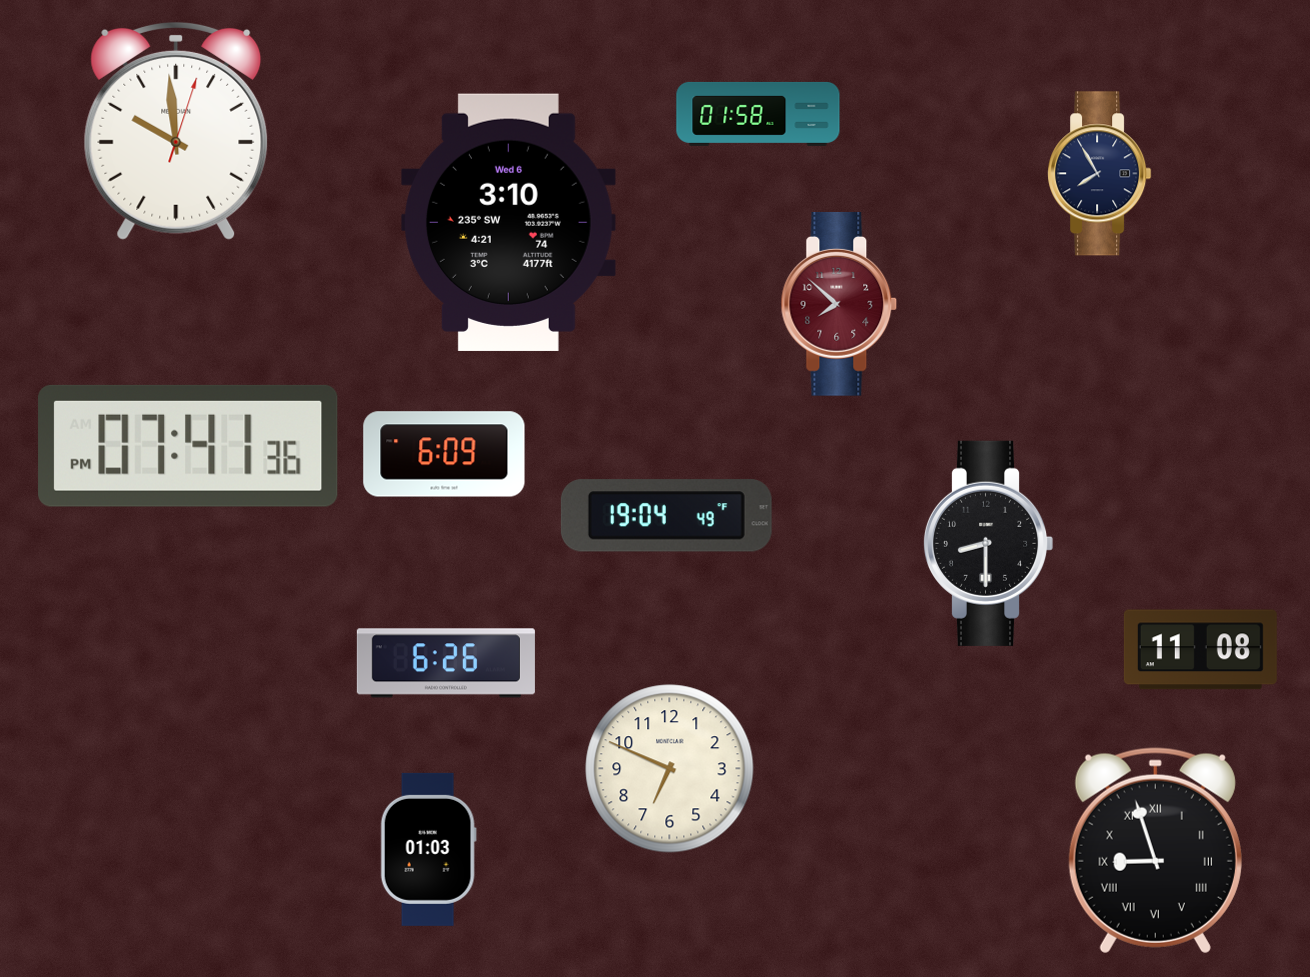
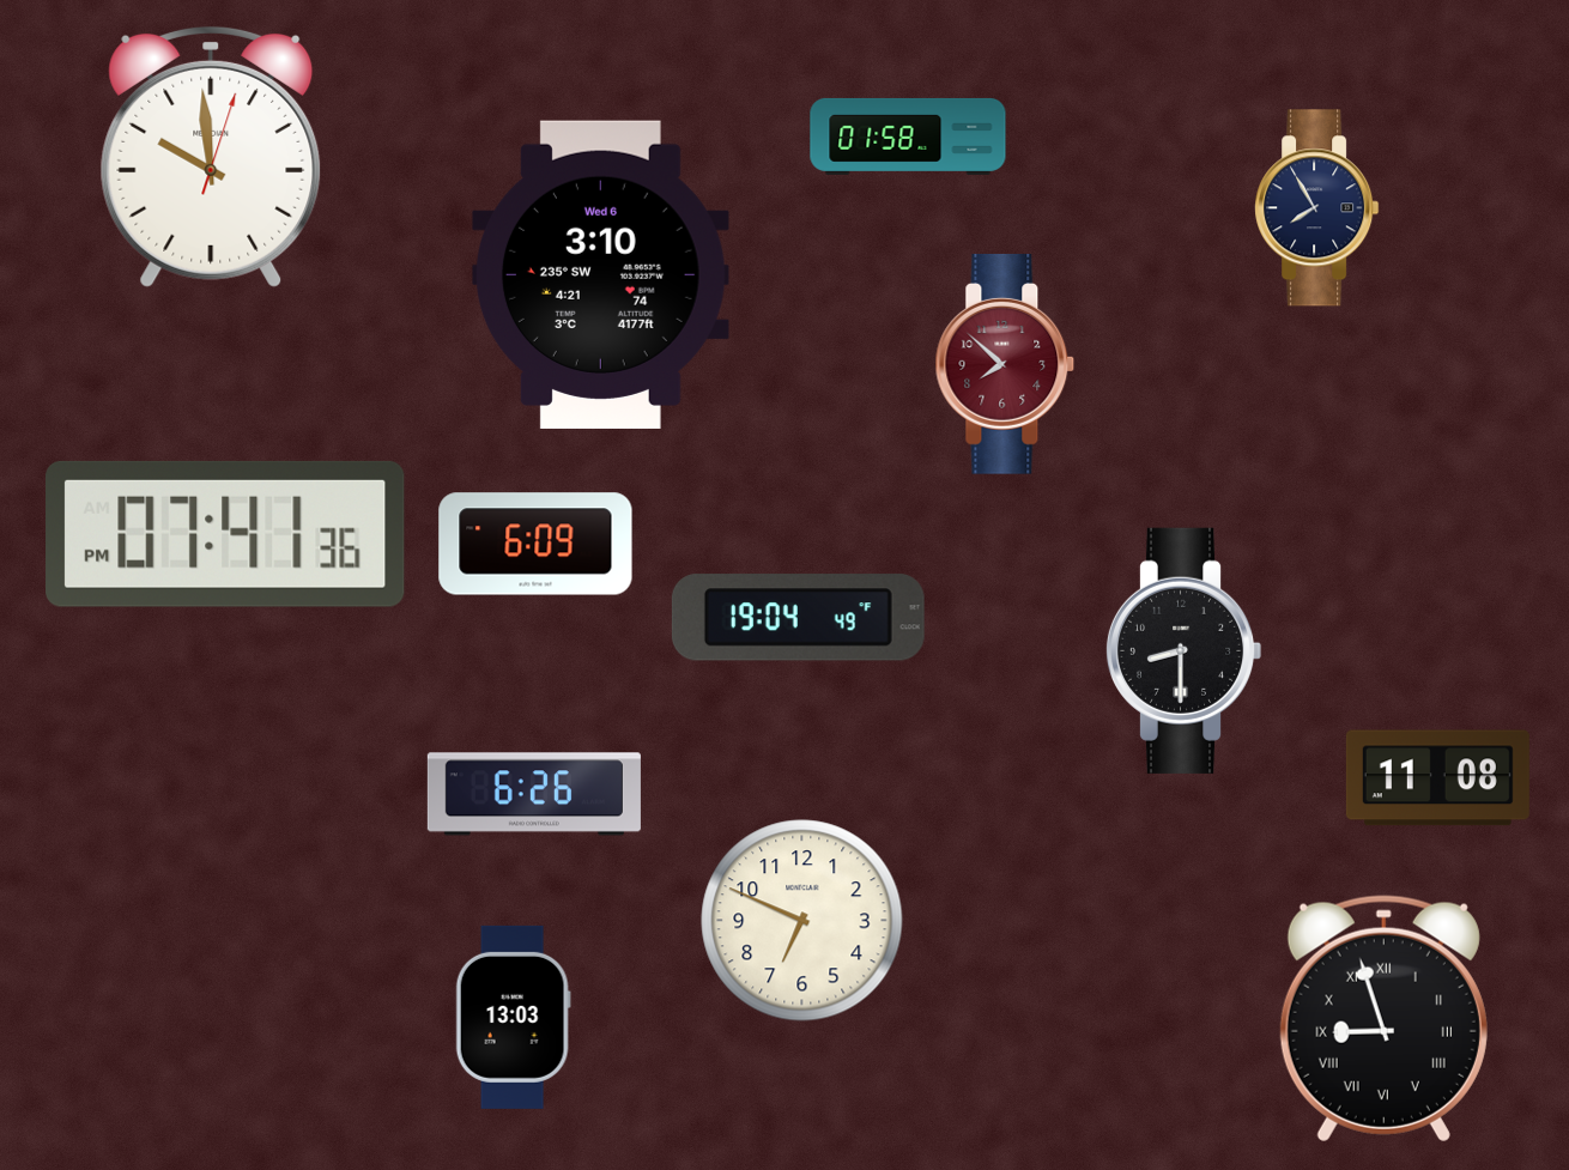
clock at (508, 222) position: (508, 222) -> (600, 274)
clock at (444, 454) position: (444, 454) -> (535, 544)
clock at (428, 849): 01:03 -> 13:03
